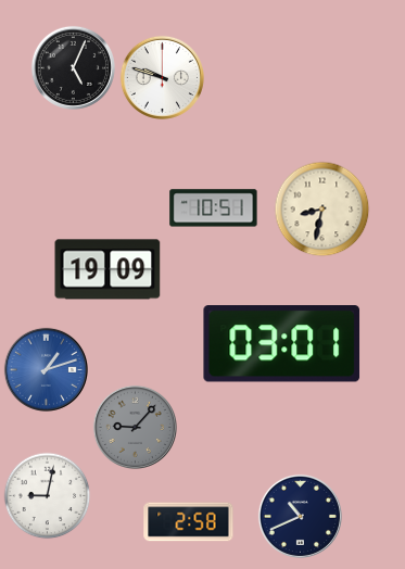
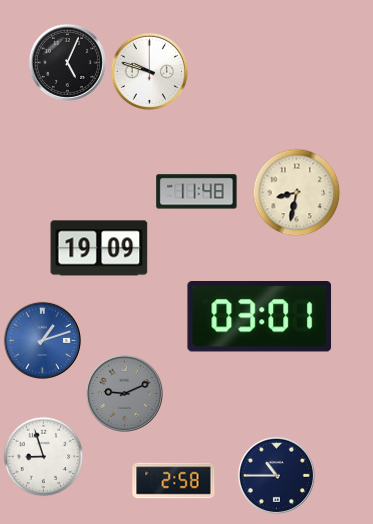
clock at (214, 208): 10:51 -> 11:48
clock at (135, 427): 9:07 -> 9:11
clock at (47, 495): 9:02 -> 8:57
clock at (300, 516): 10:41 -> 10:45
